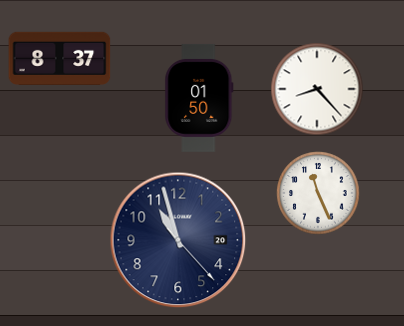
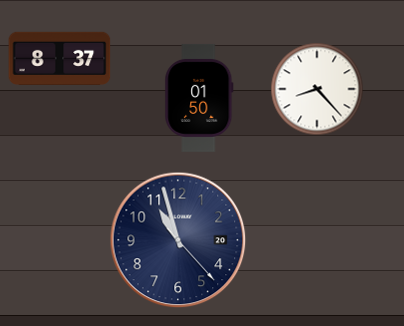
clock at (318, 193): 11:26 -> none
